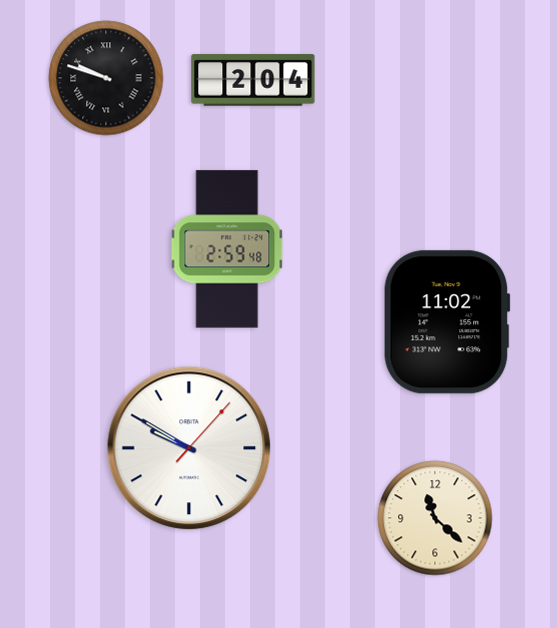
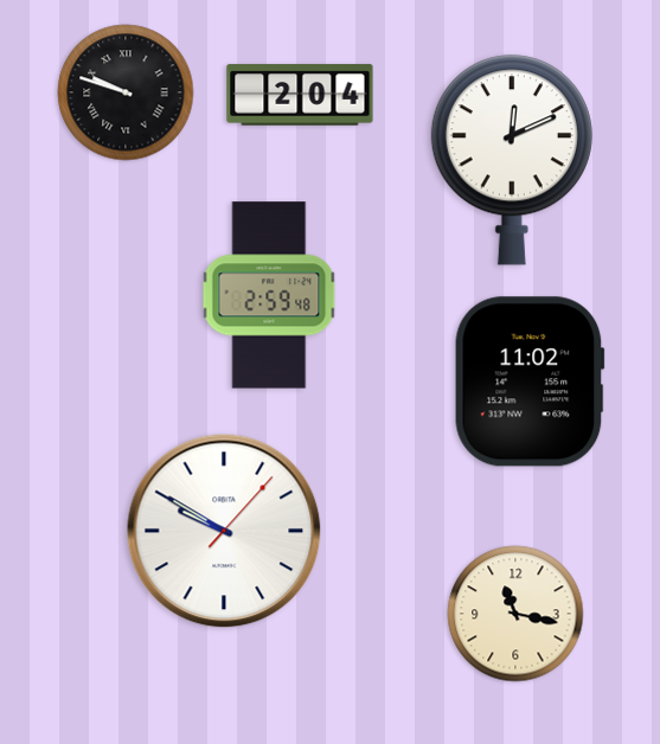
clock at (512, 160): none -> 12:11
clock at (435, 518): 11:22 -> 11:17
